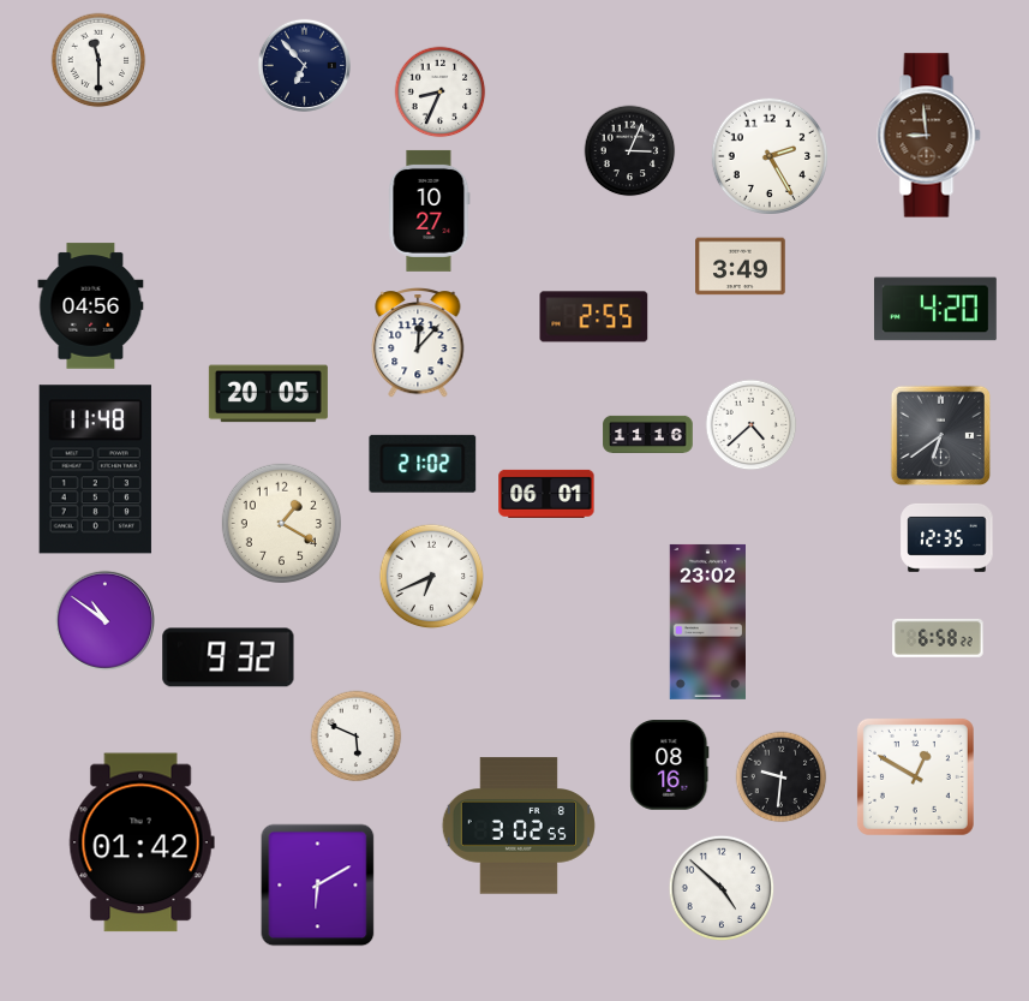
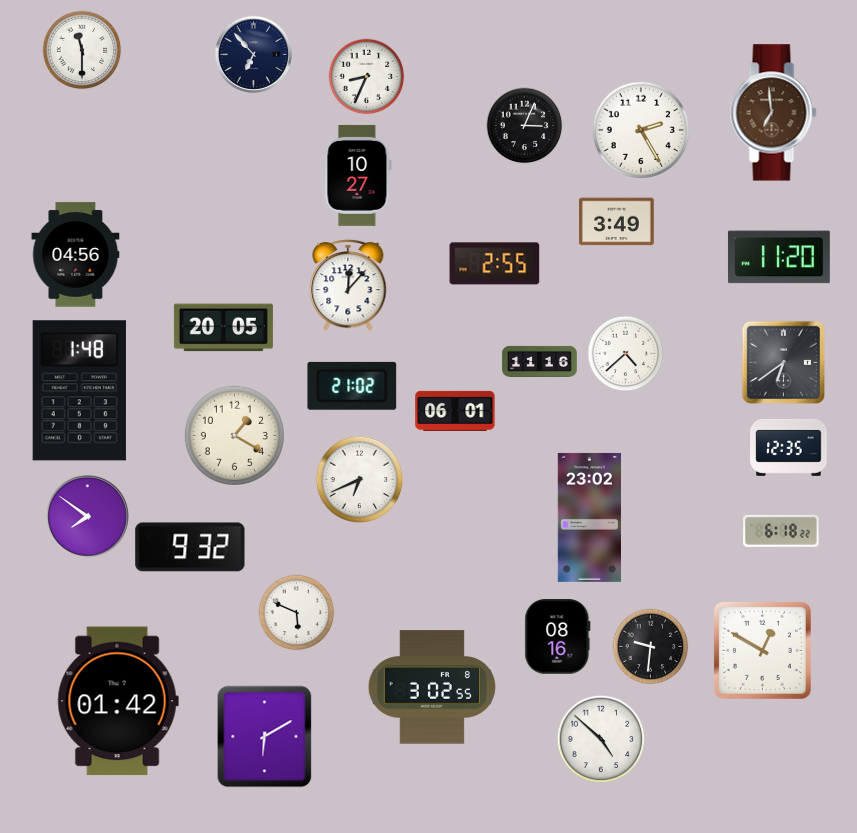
clock at (929, 136): 8:59 -> 6:59
clock at (935, 309): 4:20 -> 11:20
clock at (95, 470): 11:48 -> 1:48
clock at (104, 620): 10:51 -> 7:51
clock at (938, 638): 6:58 -> 6:18
clock at (915, 776) position: (915, 776) -> (762, 650)
